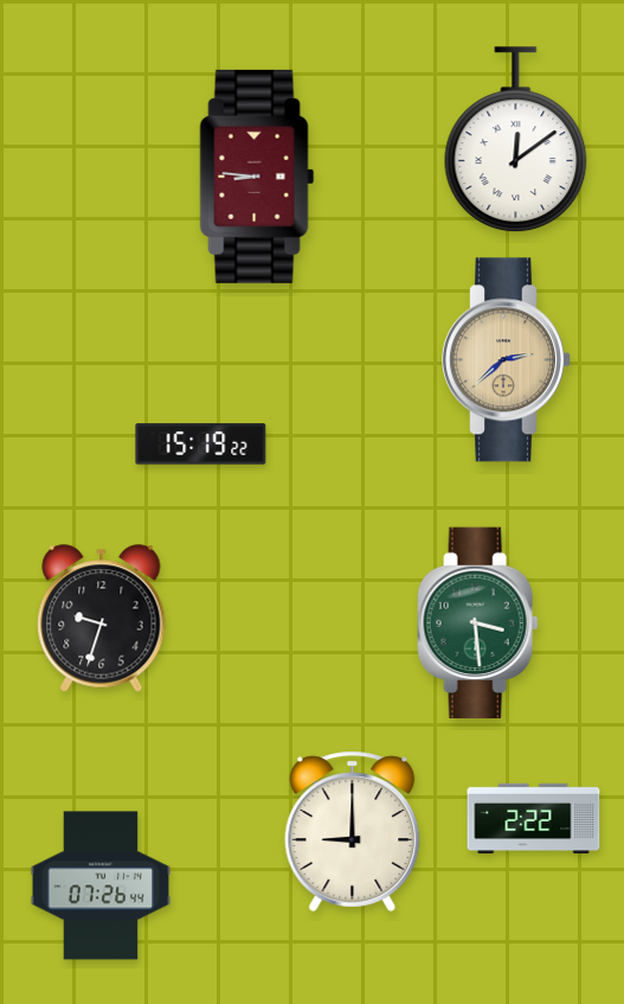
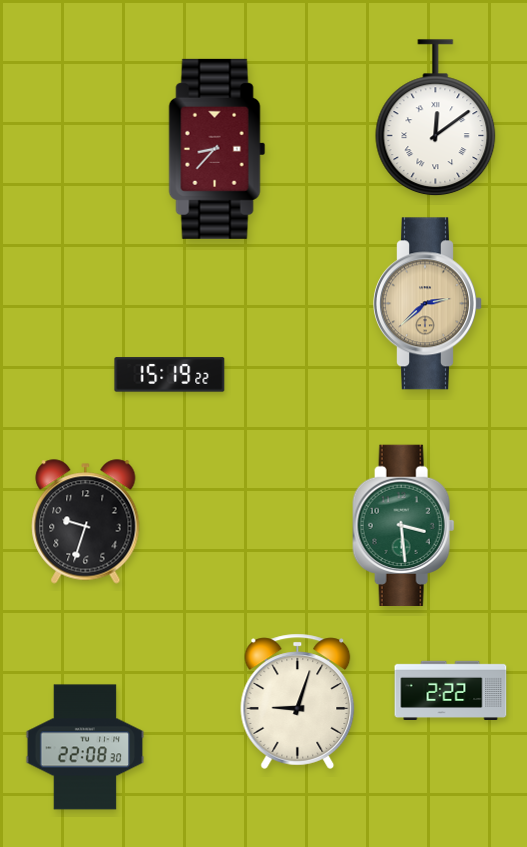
clock at (257, 177): 8:46 -> 8:37
clock at (353, 831): 9:00 -> 9:03
clock at (101, 885): 07:26 -> 22:08
